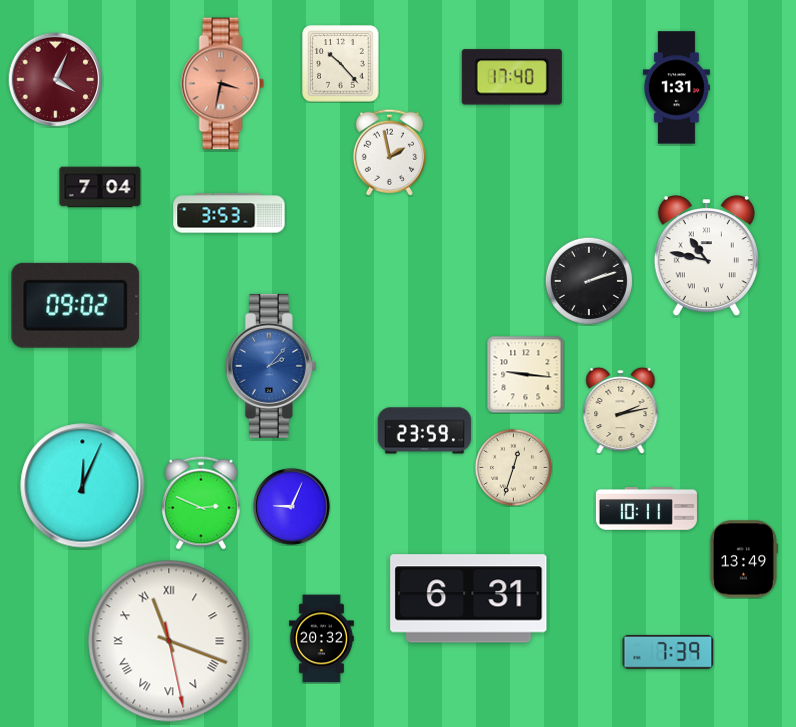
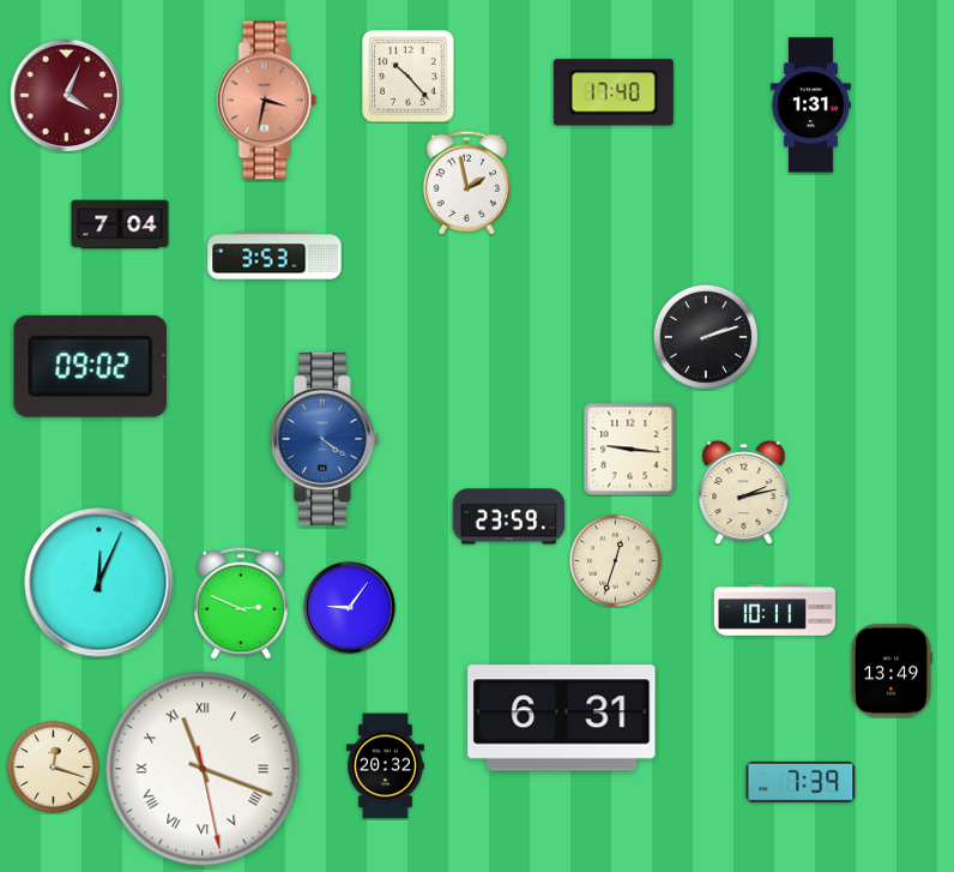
clock at (706, 257): 10:47 -> none
clock at (271, 366): 2:07 -> 4:21
clock at (292, 507): 9:04 -> 9:06
clock at (53, 766): none -> 12:18
